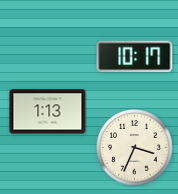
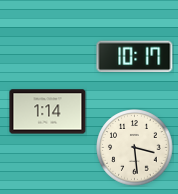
clock at (48, 112): 1:13 -> 1:14
clock at (135, 148): 3:34 -> 3:29
